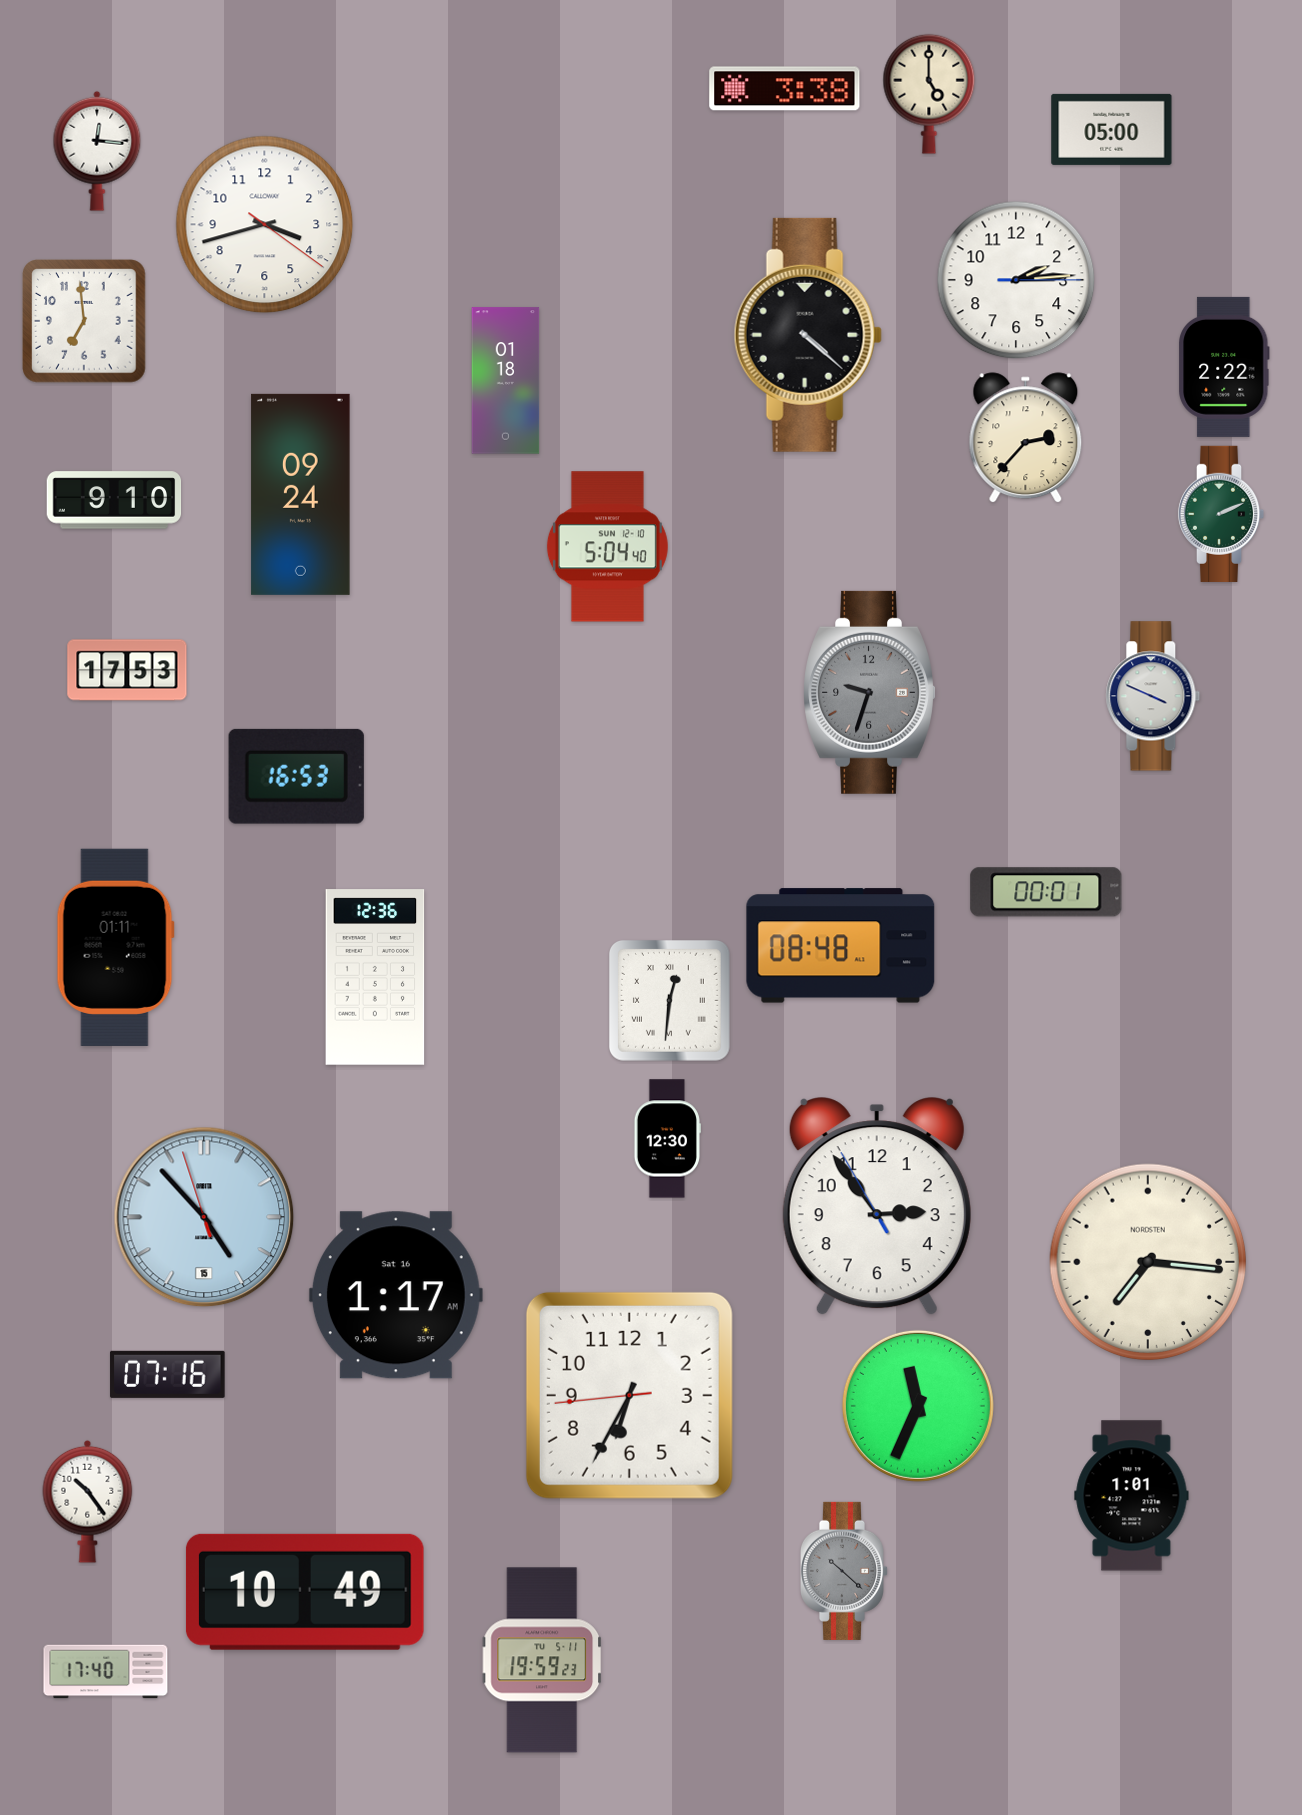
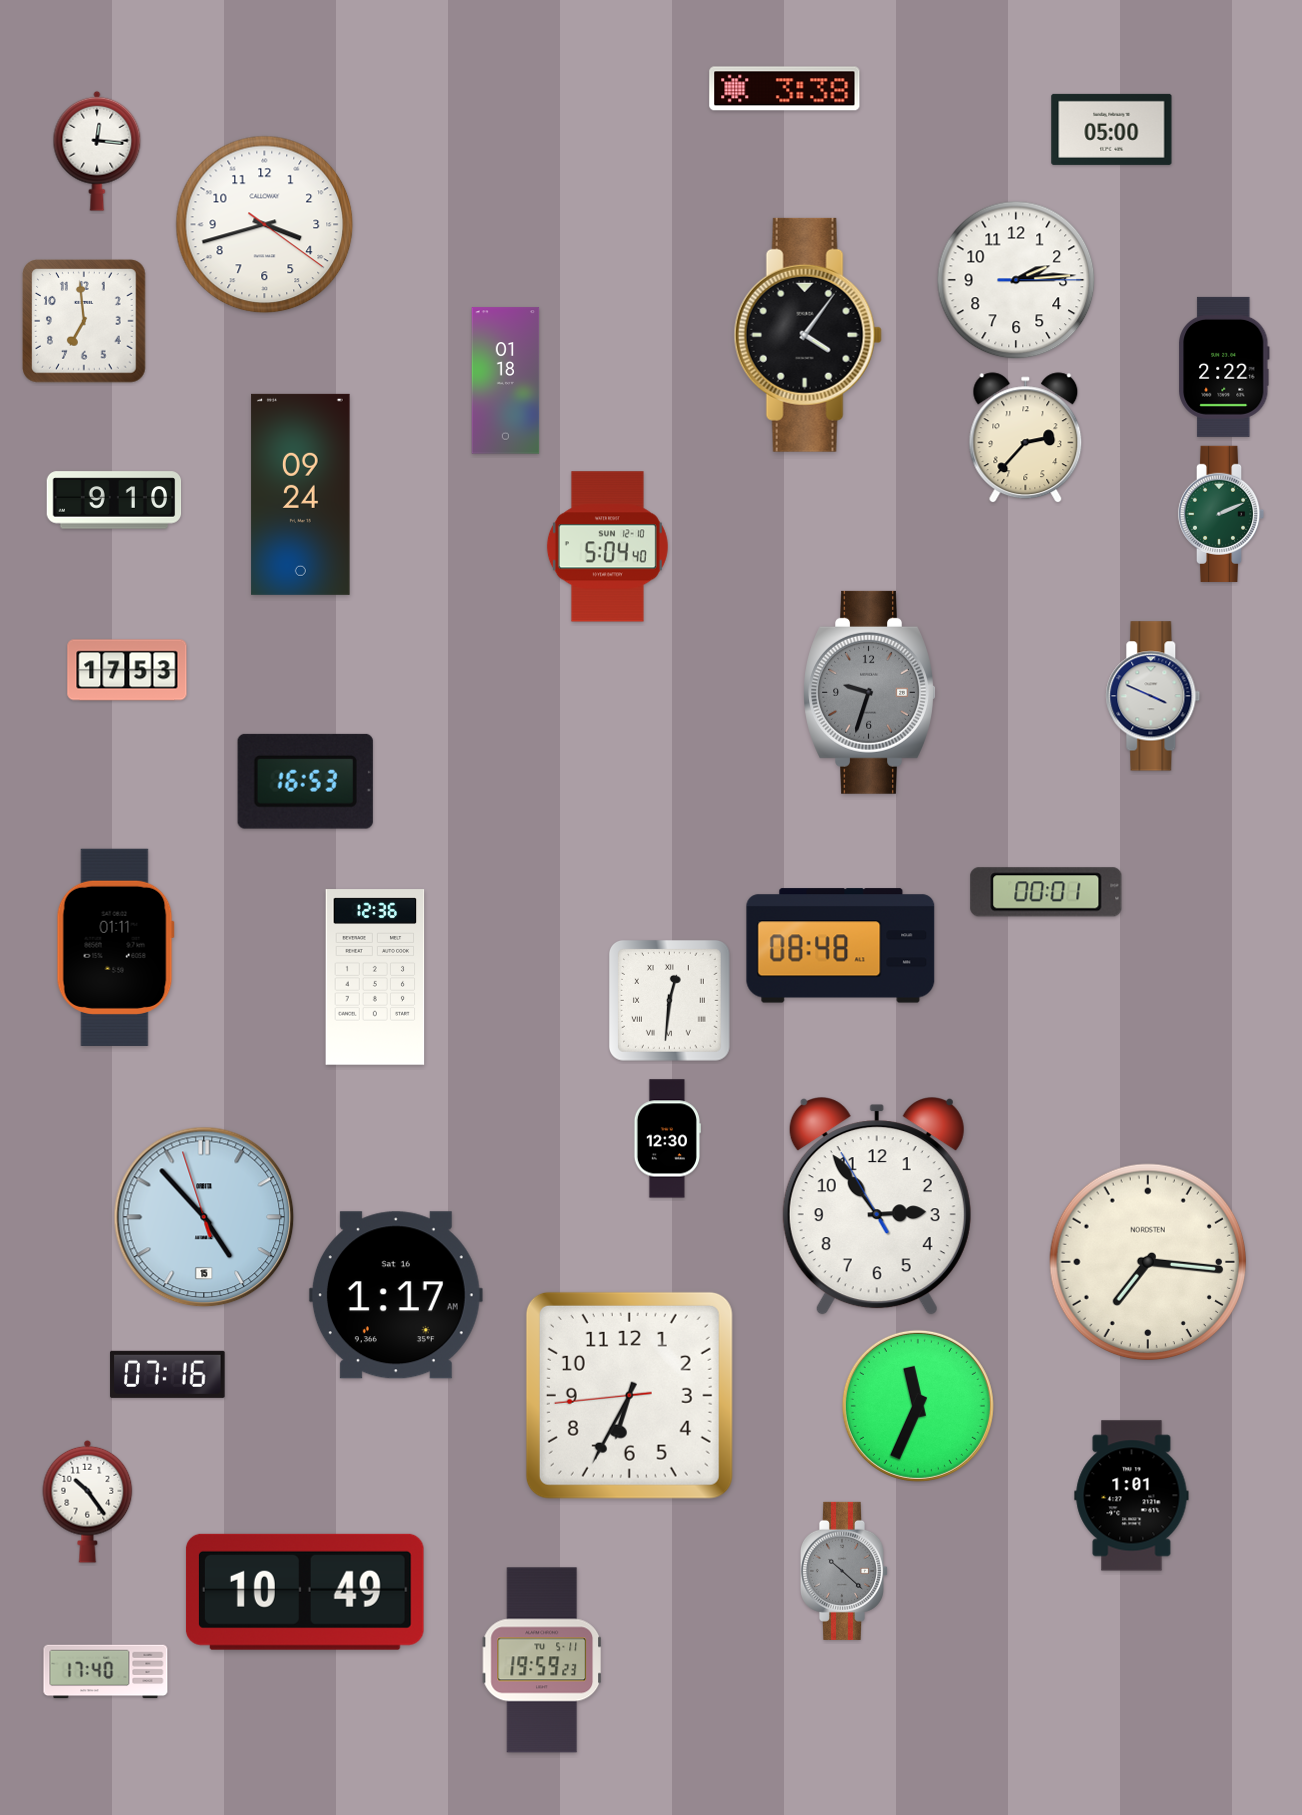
clock at (929, 94): 5:00 -> none
clock at (808, 335): 4:22 -> 4:06
clock at (296, 776) position: (296, 776) -> (305, 781)
